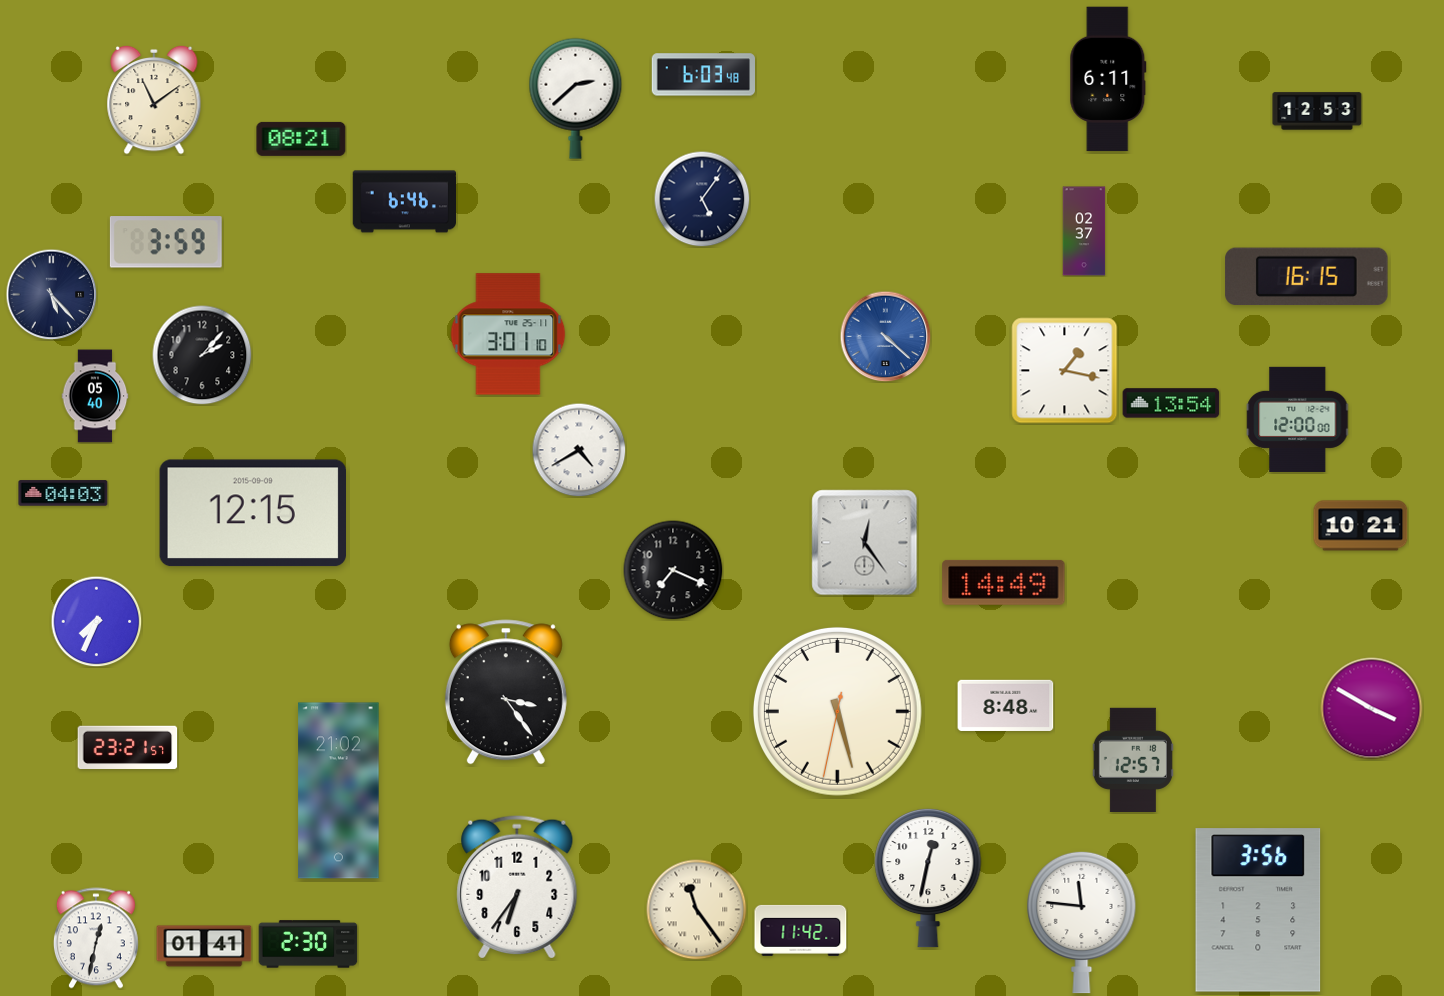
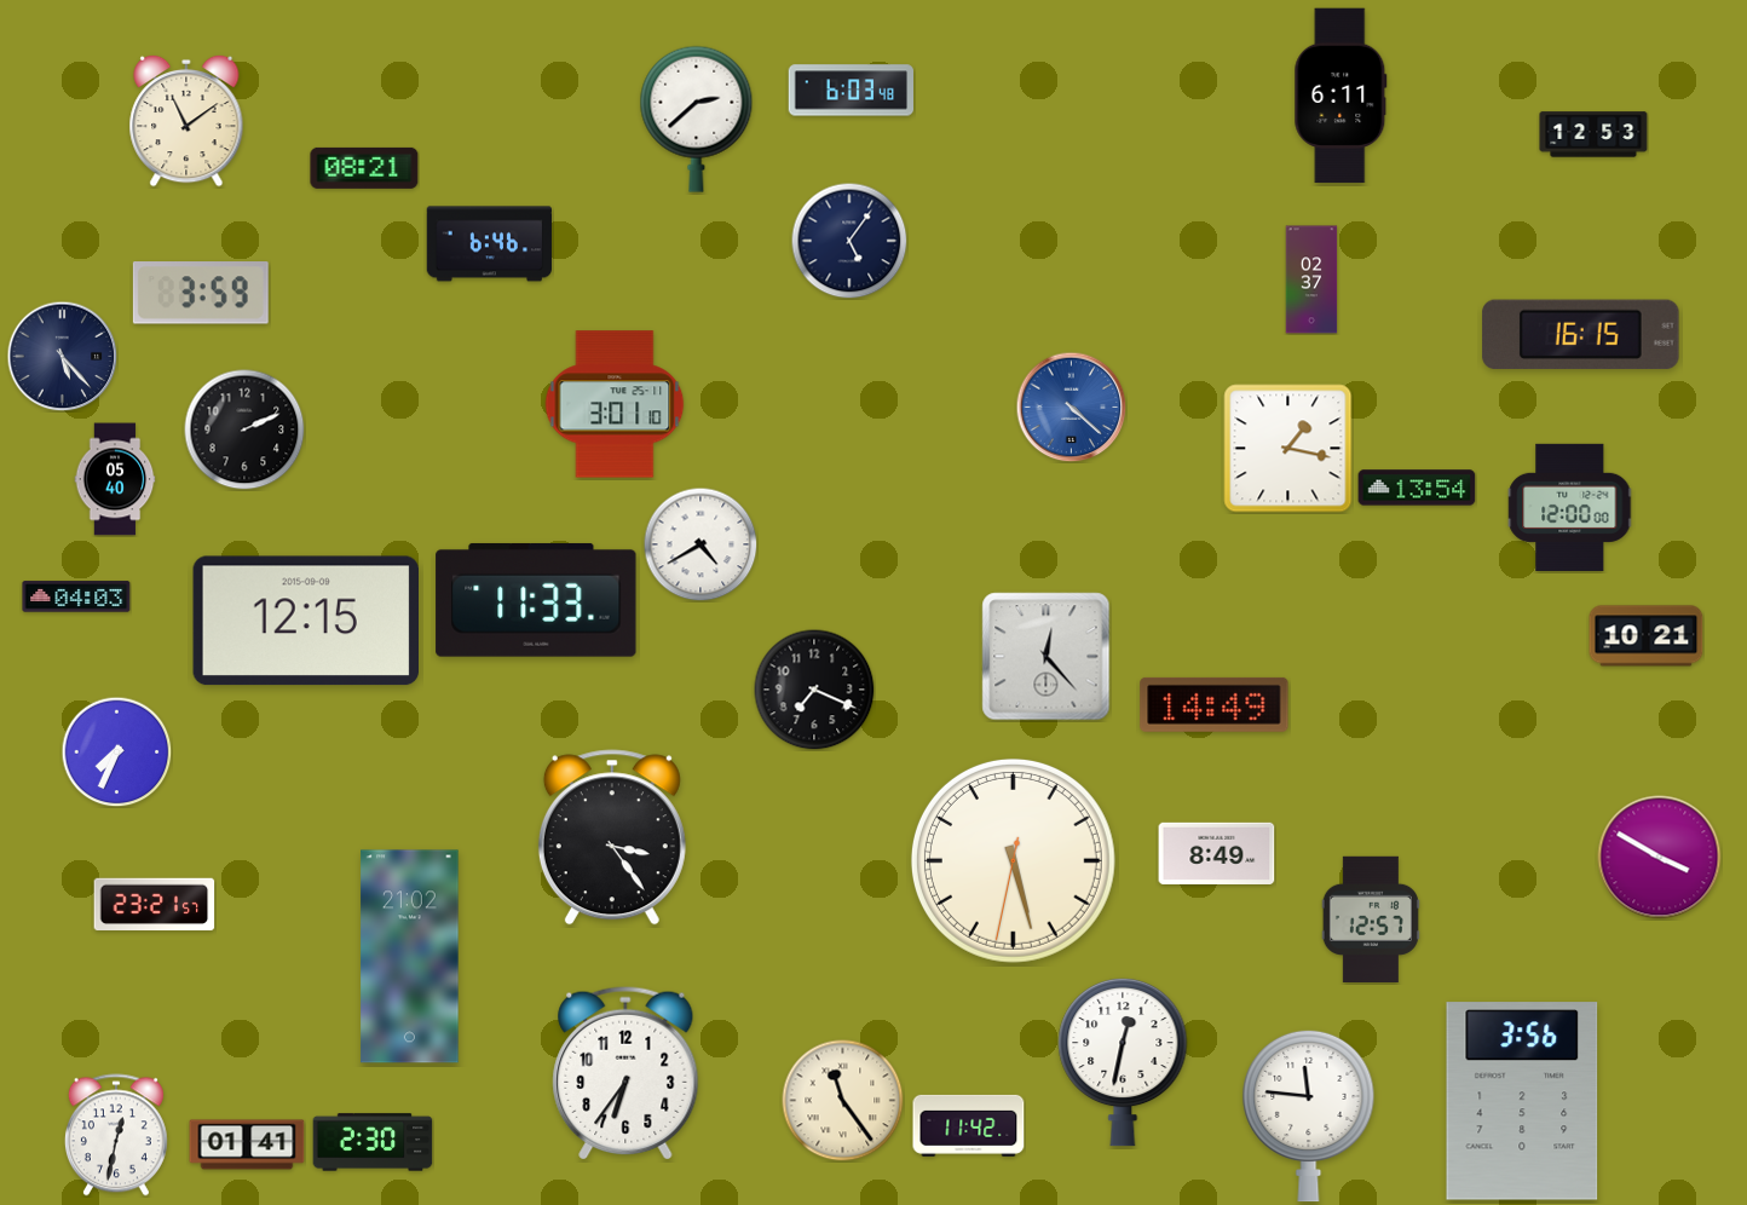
clock at (202, 355): 2:07 -> 2:11
clock at (536, 600): none -> 11:33
clock at (865, 543): 12:24 -> 12:23
clock at (1006, 705): 8:48 -> 8:49
